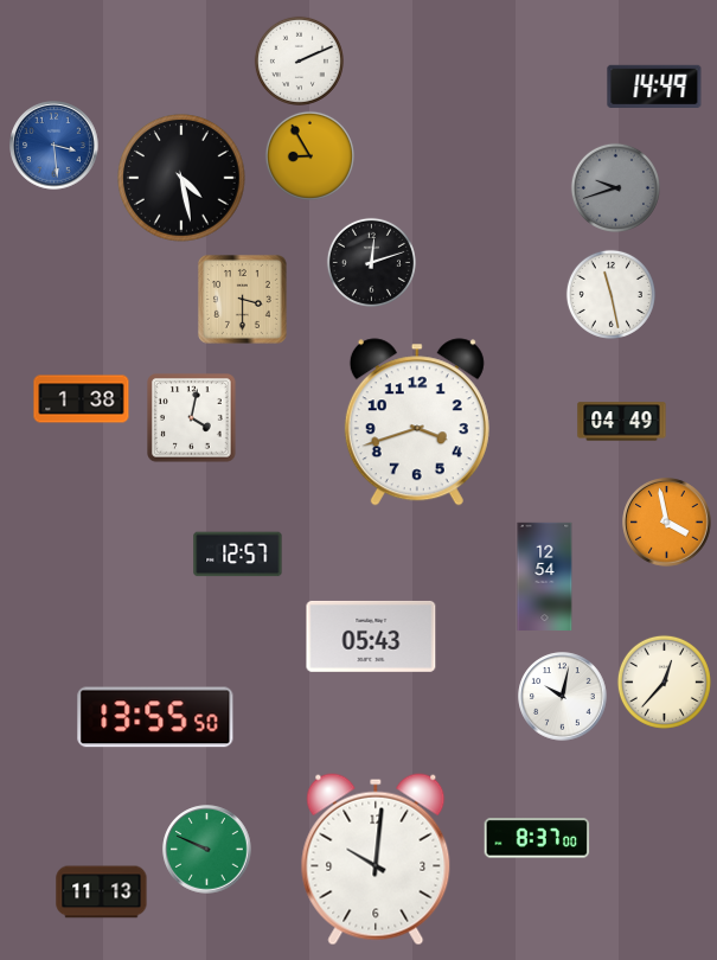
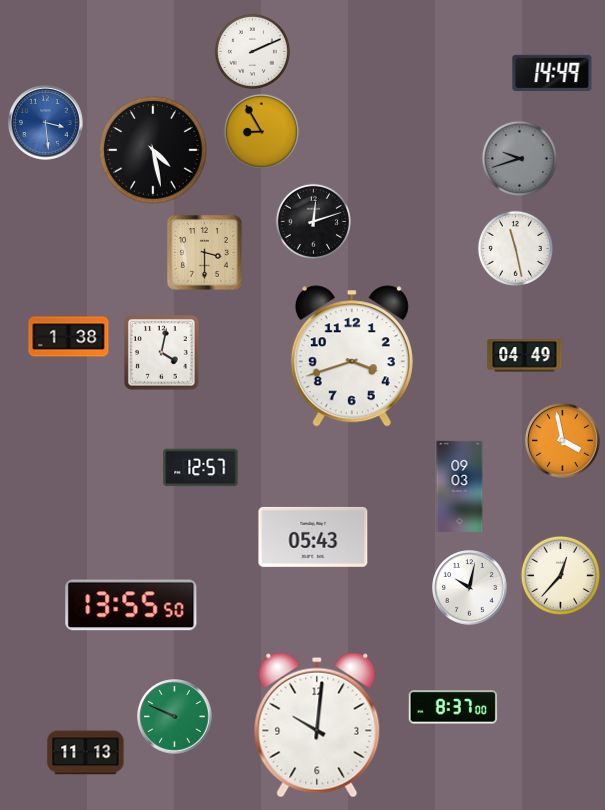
clock at (545, 577): 12:54 -> 09:03
clock at (563, 697) position: (563, 697) -> (470, 588)
